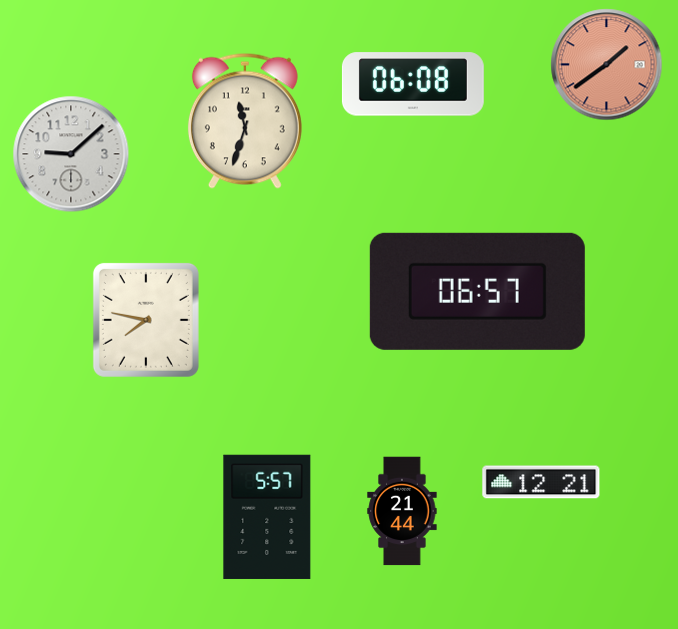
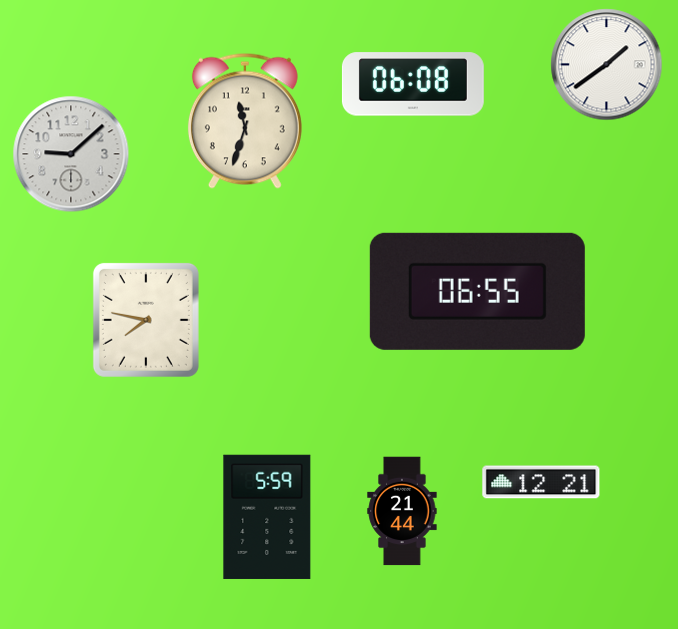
clock at (607, 65) dial: salmon -> white
clock at (477, 291): 06:57 -> 06:55
clock at (267, 517): 5:57 -> 5:59
